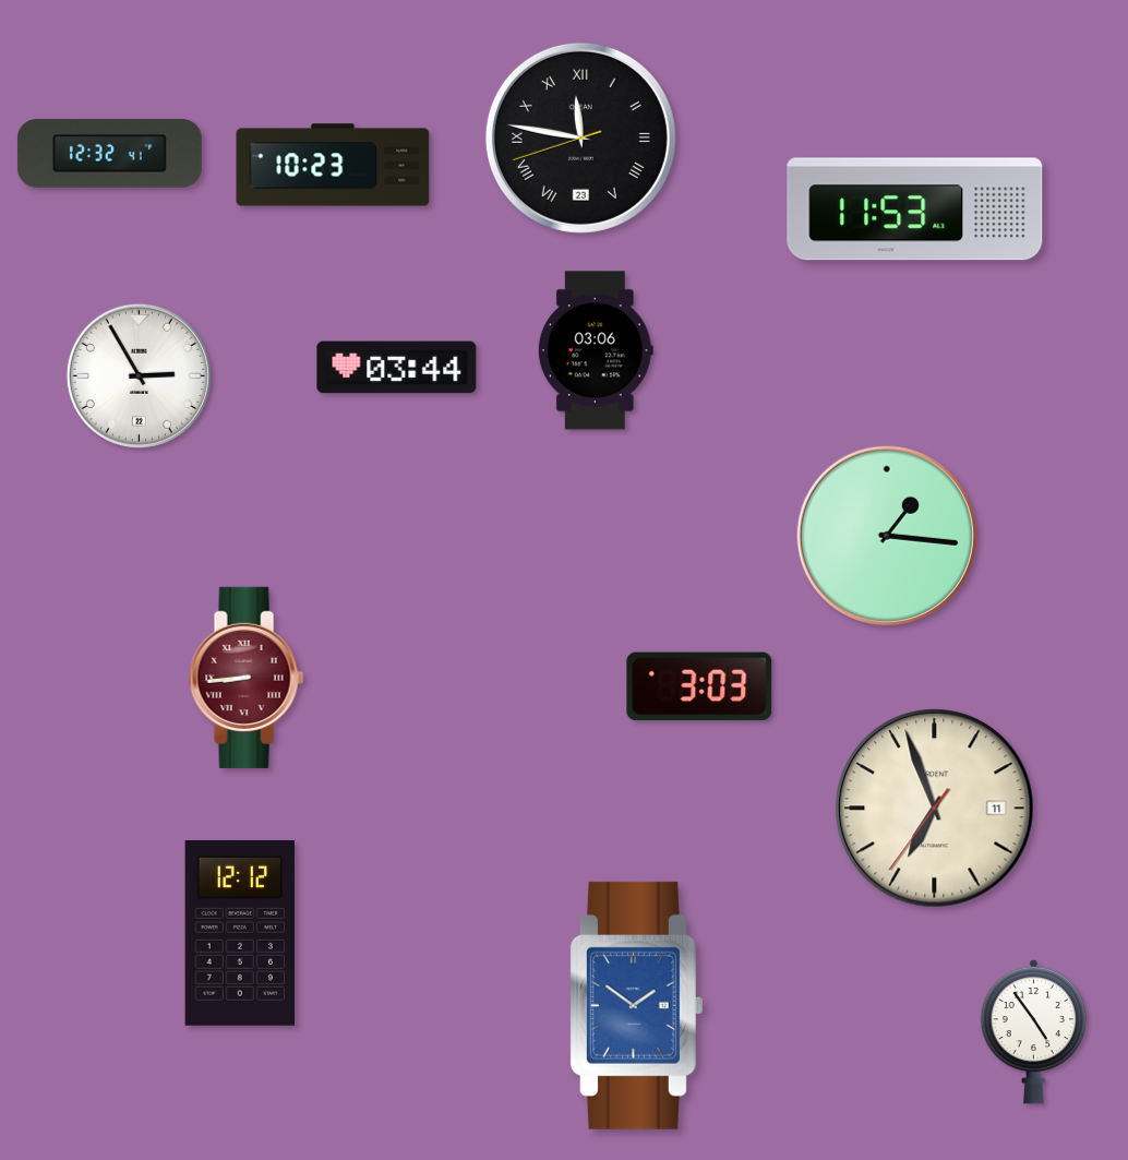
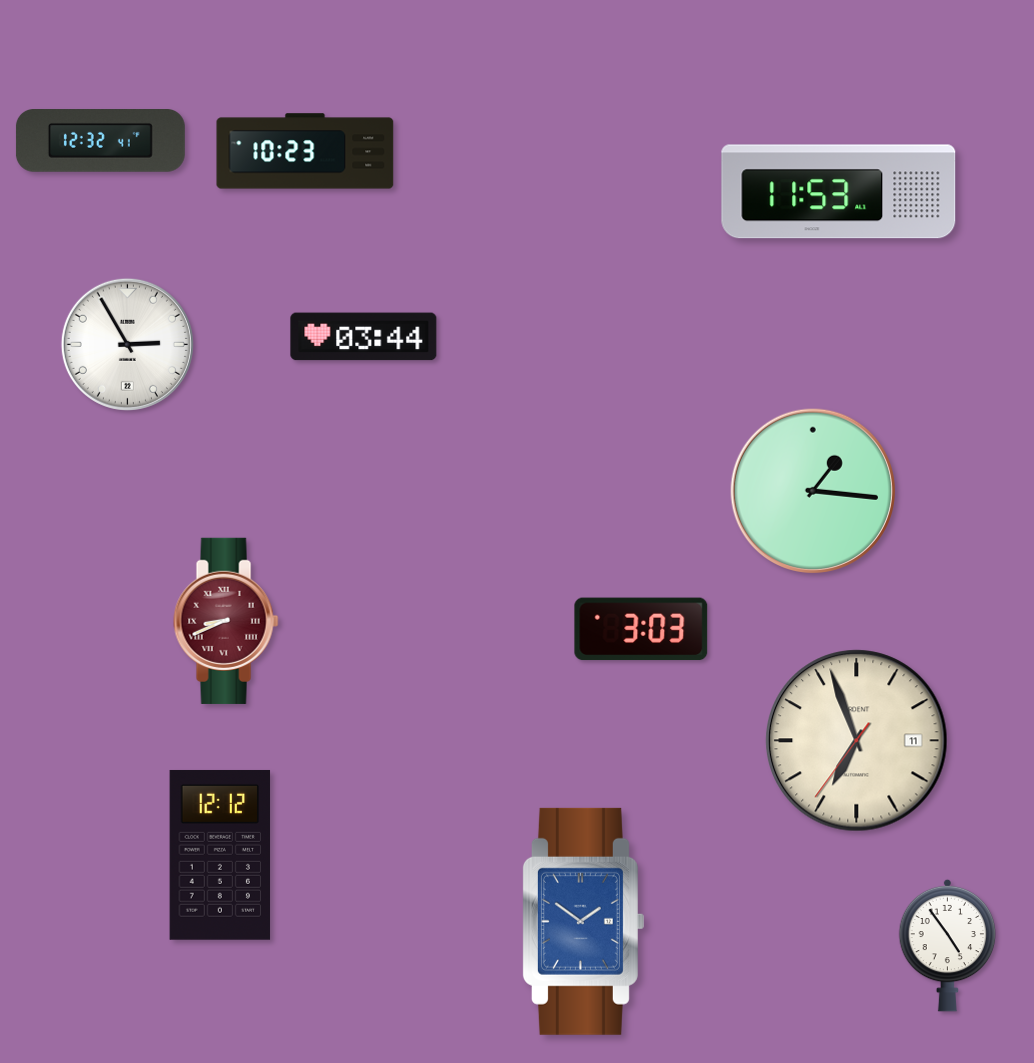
clock at (580, 137): 11:46 -> none
clock at (596, 350): 03:06 -> none
clock at (247, 678): 8:44 -> 8:41
